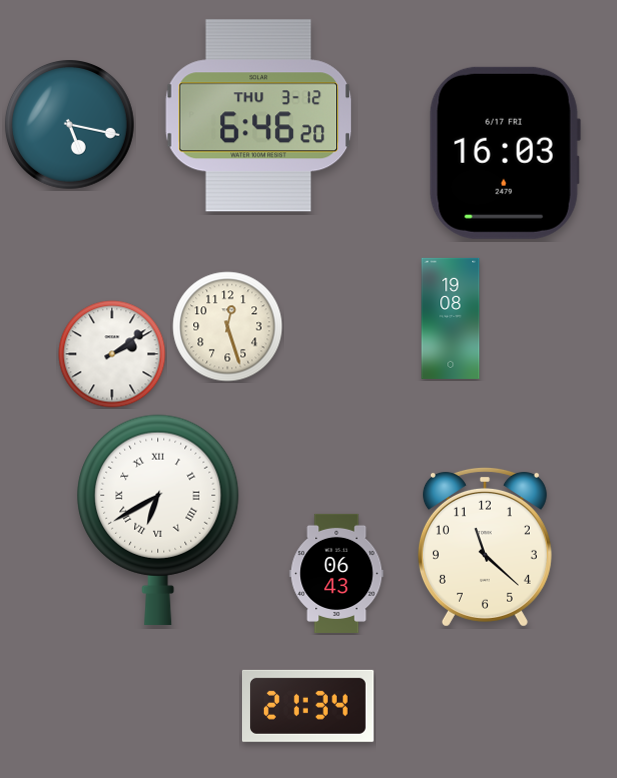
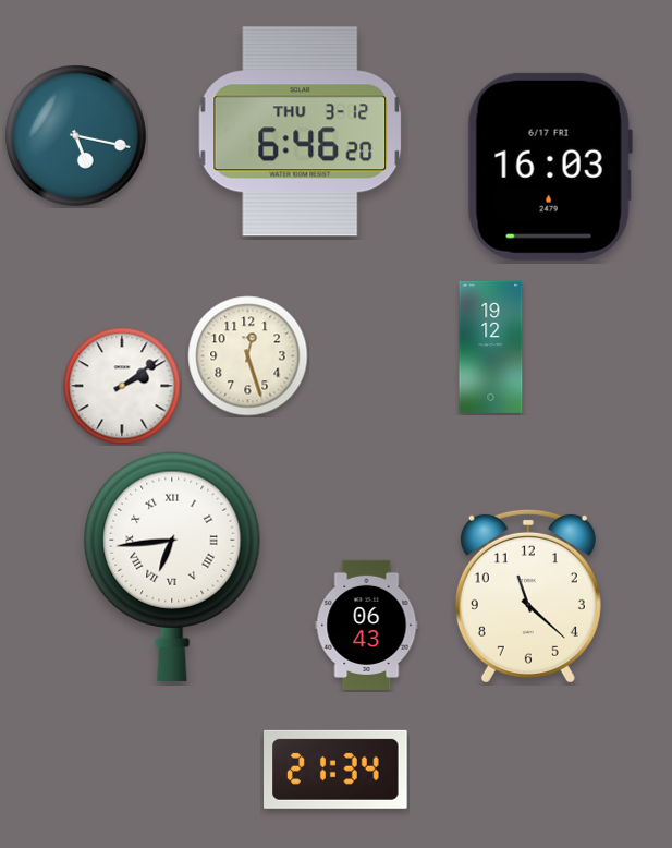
clock at (259, 116) position: (259, 116) -> (301, 132)
clock at (451, 318): 19:08 -> 19:12
clock at (158, 520): 6:40 -> 6:44
